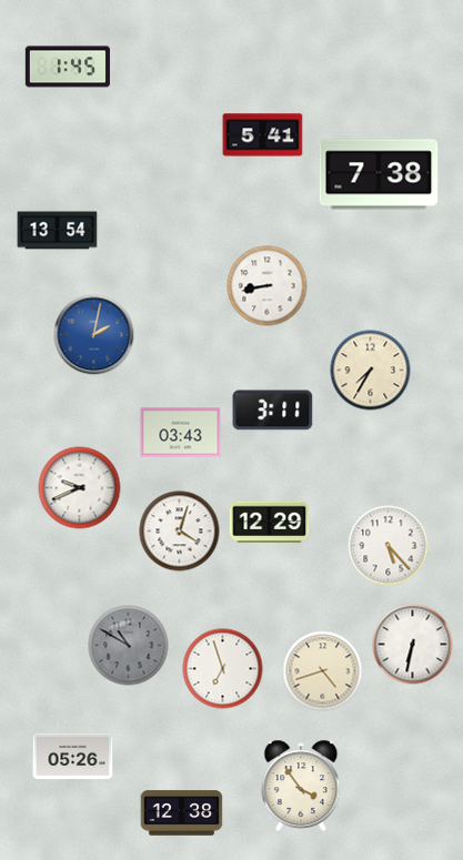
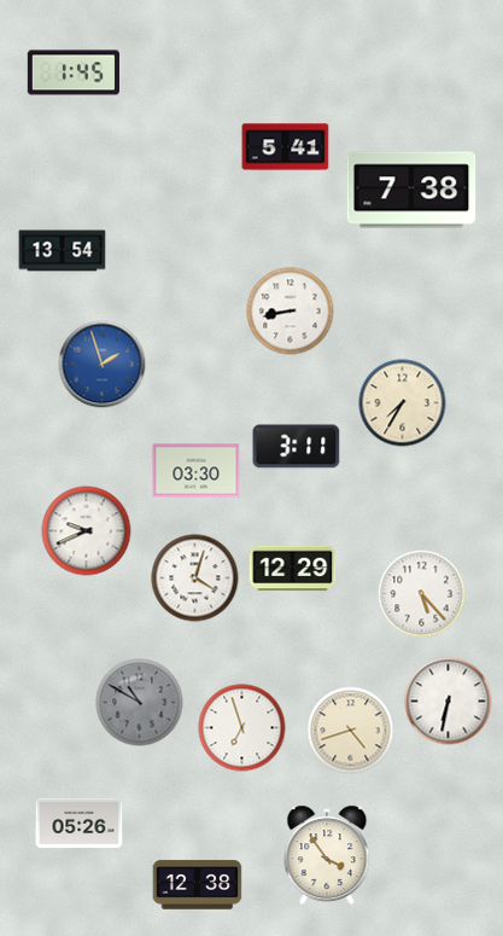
clock at (94, 335): 2:02 -> 1:57
clock at (181, 433): 03:43 -> 03:30
